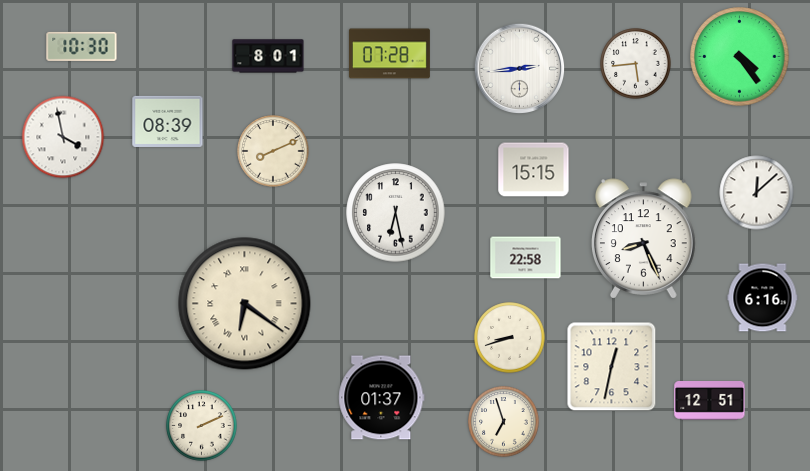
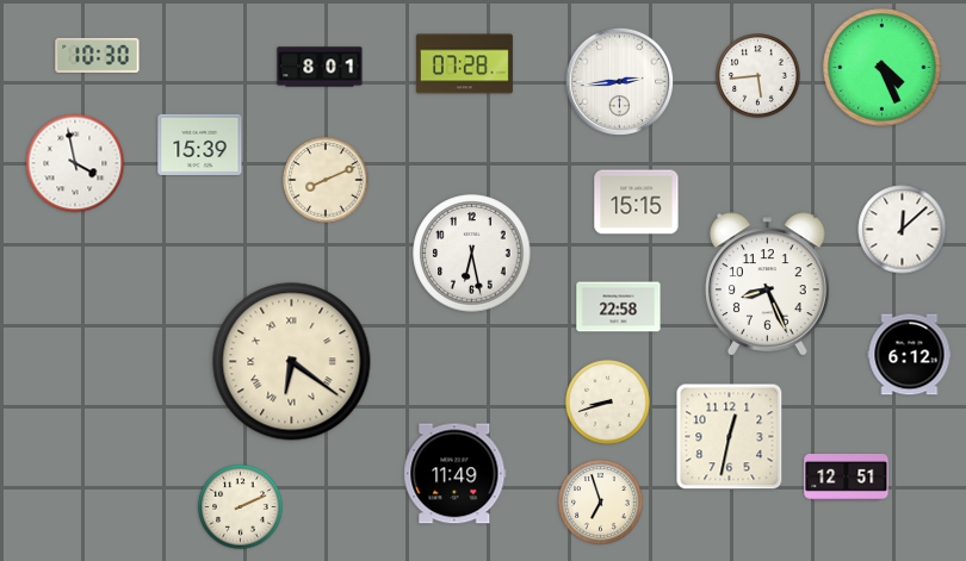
clock at (740, 57): 4:24 -> 4:26
clock at (168, 121): 08:39 -> 15:39
clock at (526, 258) position: (526, 258) -> (619, 307)
clock at (763, 298): 6:16 -> 6:12
clock at (382, 398): 01:37 -> 11:49
